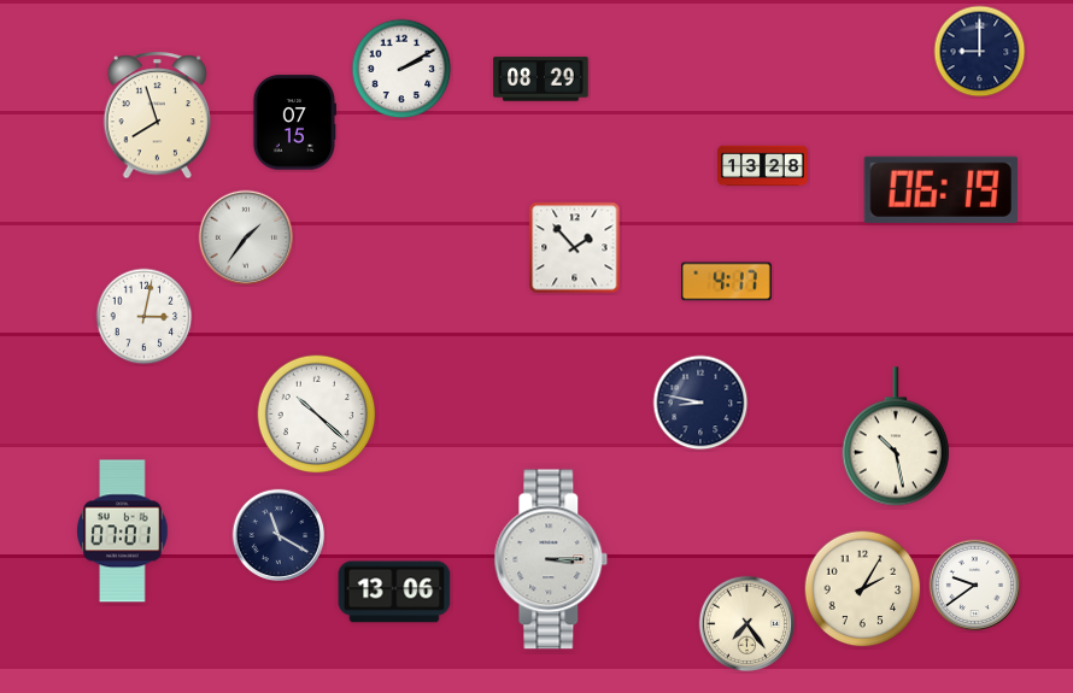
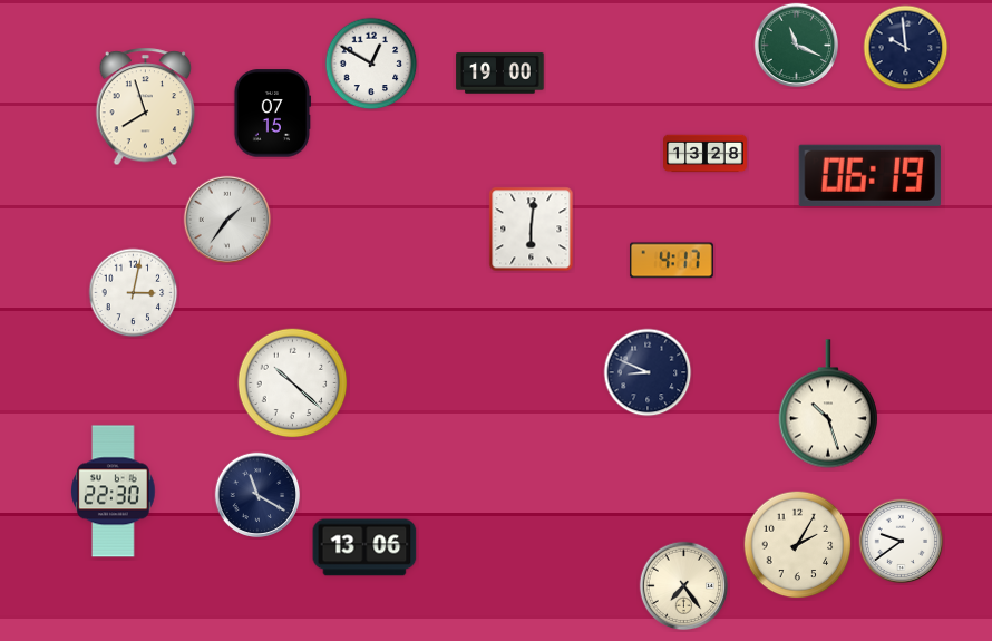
clock at (797, 46): none -> 11:19
clock at (980, 52): 9:00 -> 9:59
clock at (401, 69): 2:10 -> 12:50
clock at (541, 80): 08:29 -> 19:00
clock at (575, 248): 1:53 -> 6:01
clock at (700, 403): 8:47 -> 8:49
clock at (896, 436): 10:28 -> 10:27
clock at (123, 532): 07:01 -> 22:30
clock at (551, 559): 3:15 -> none
clock at (747, 624) position: (747, 624) -> (684, 586)
